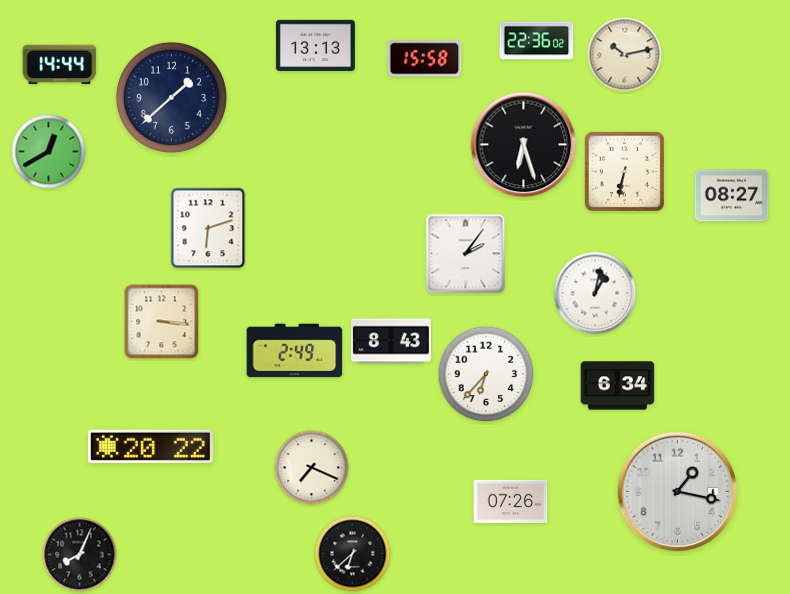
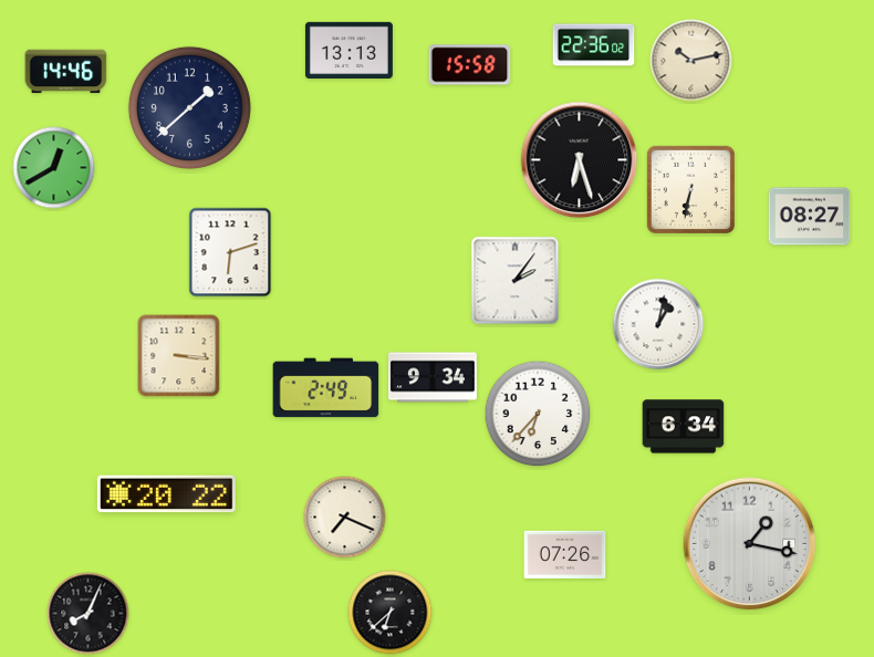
clock at (60, 65): 14:44 -> 14:46
clock at (391, 341): 8:43 -> 9:34
